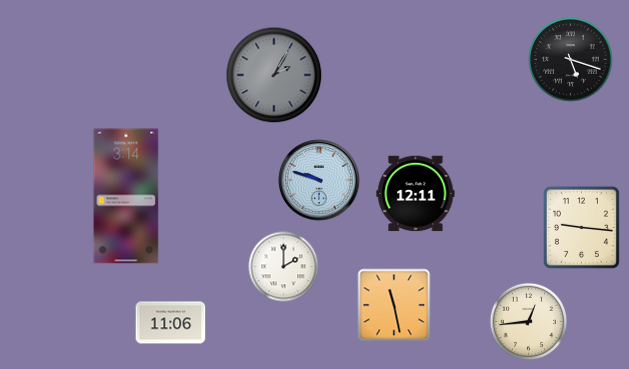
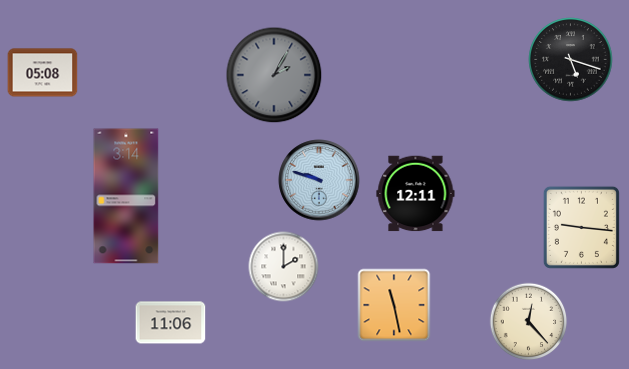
clock at (43, 73): none -> 05:08
clock at (529, 322): 12:44 -> 12:23
